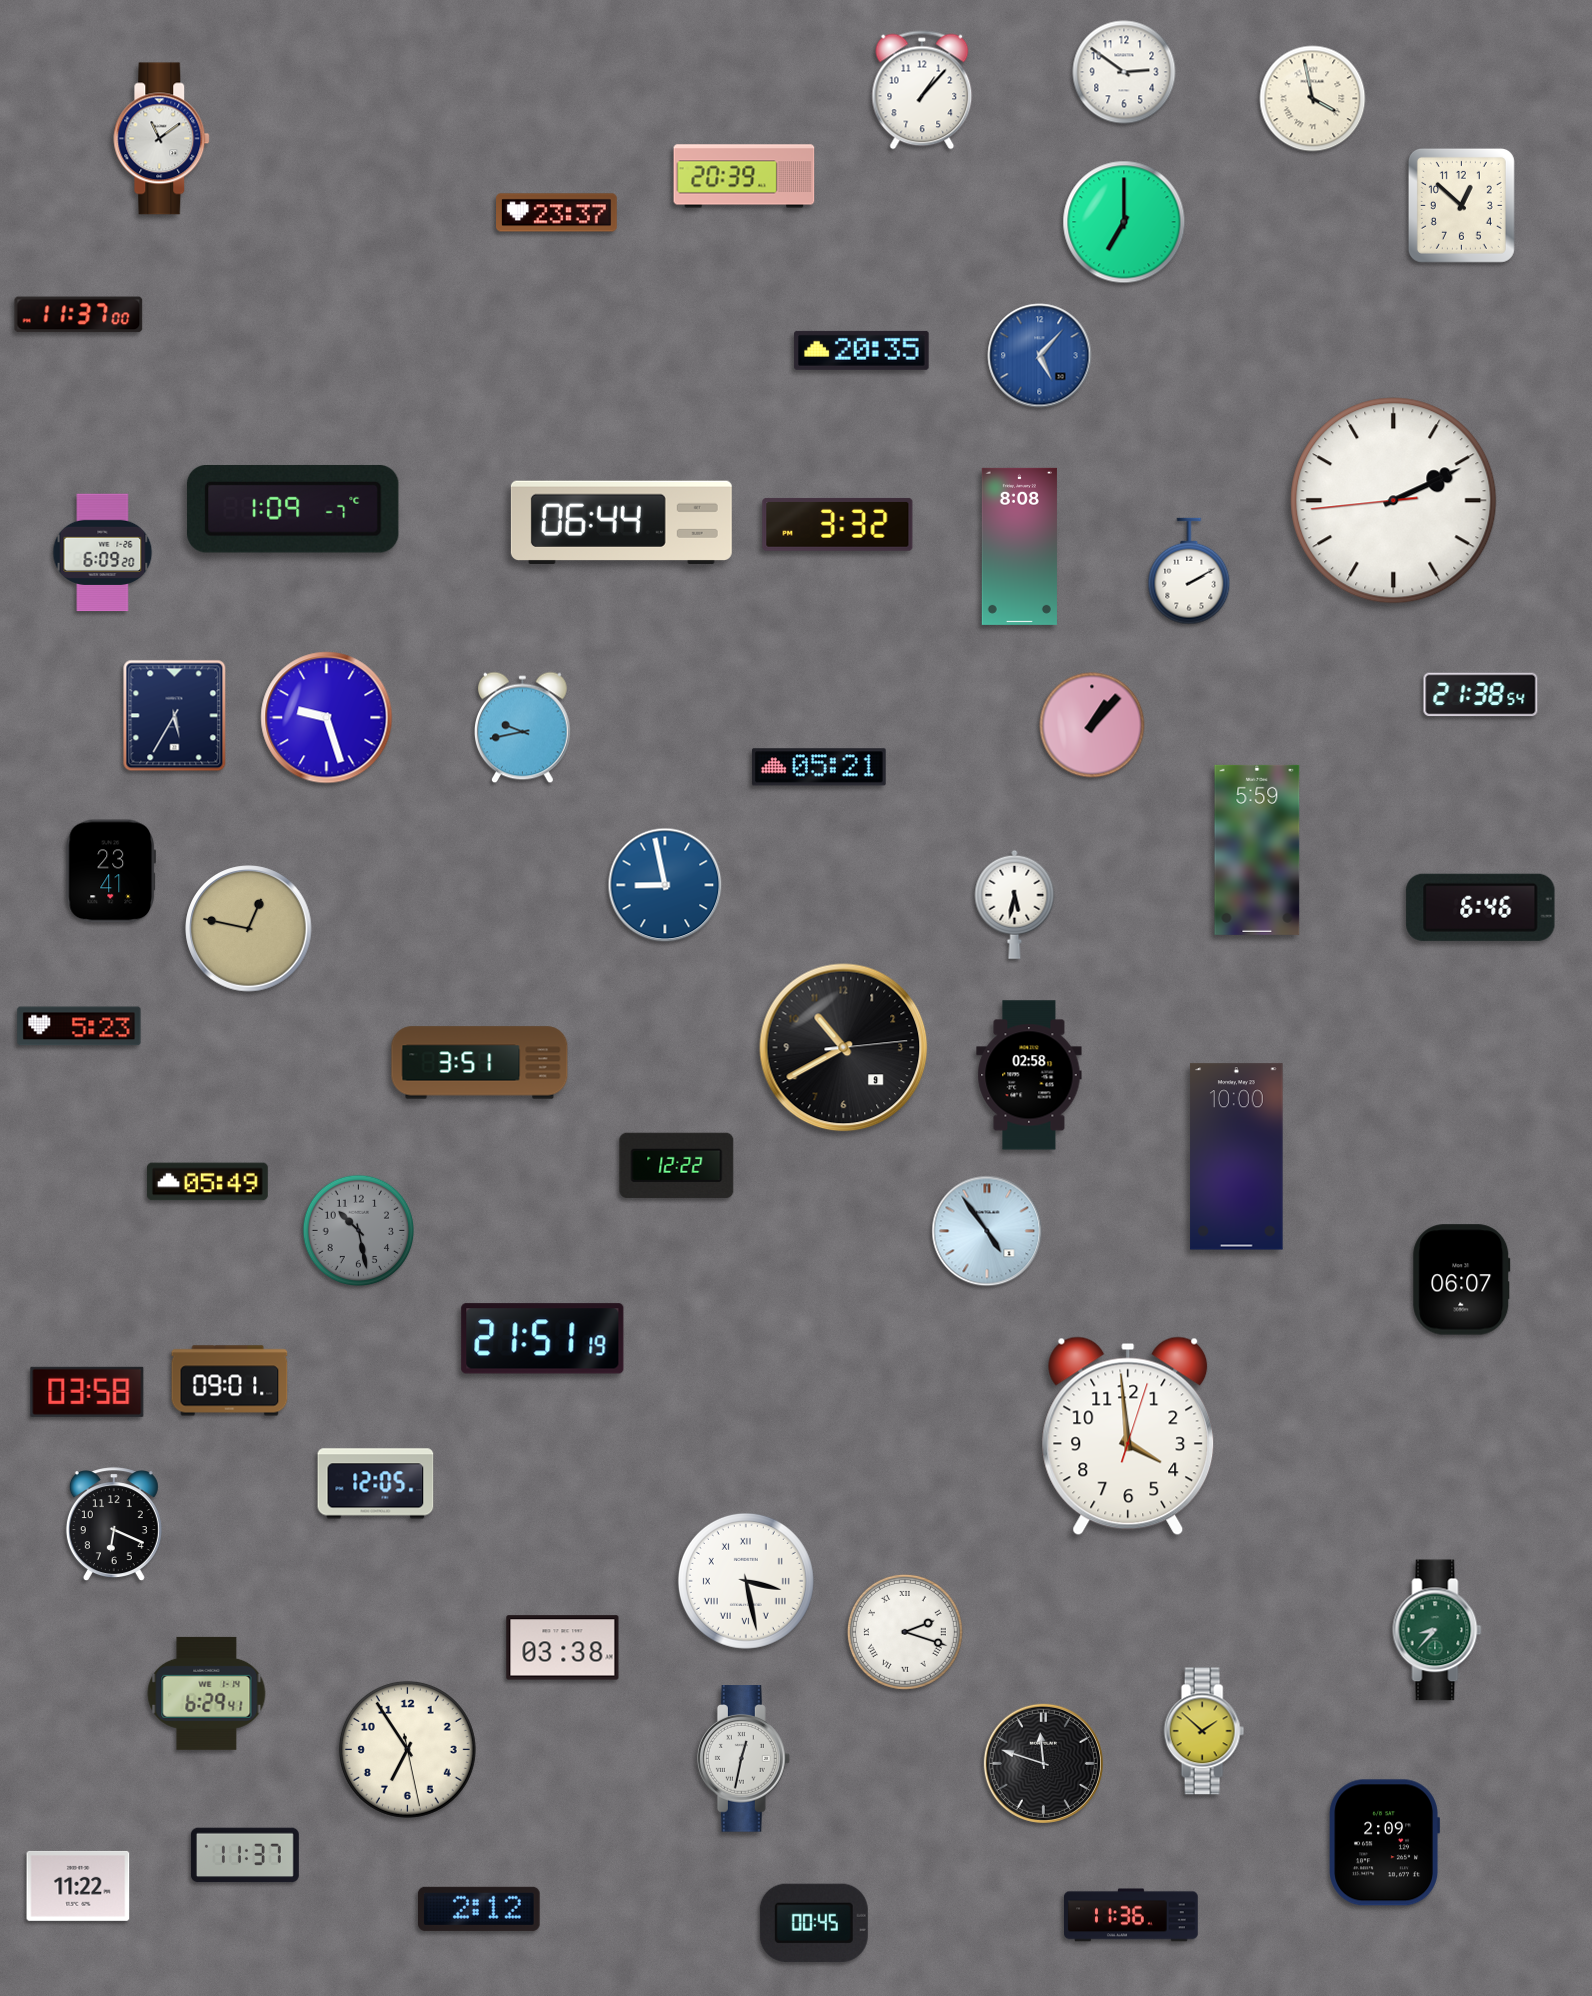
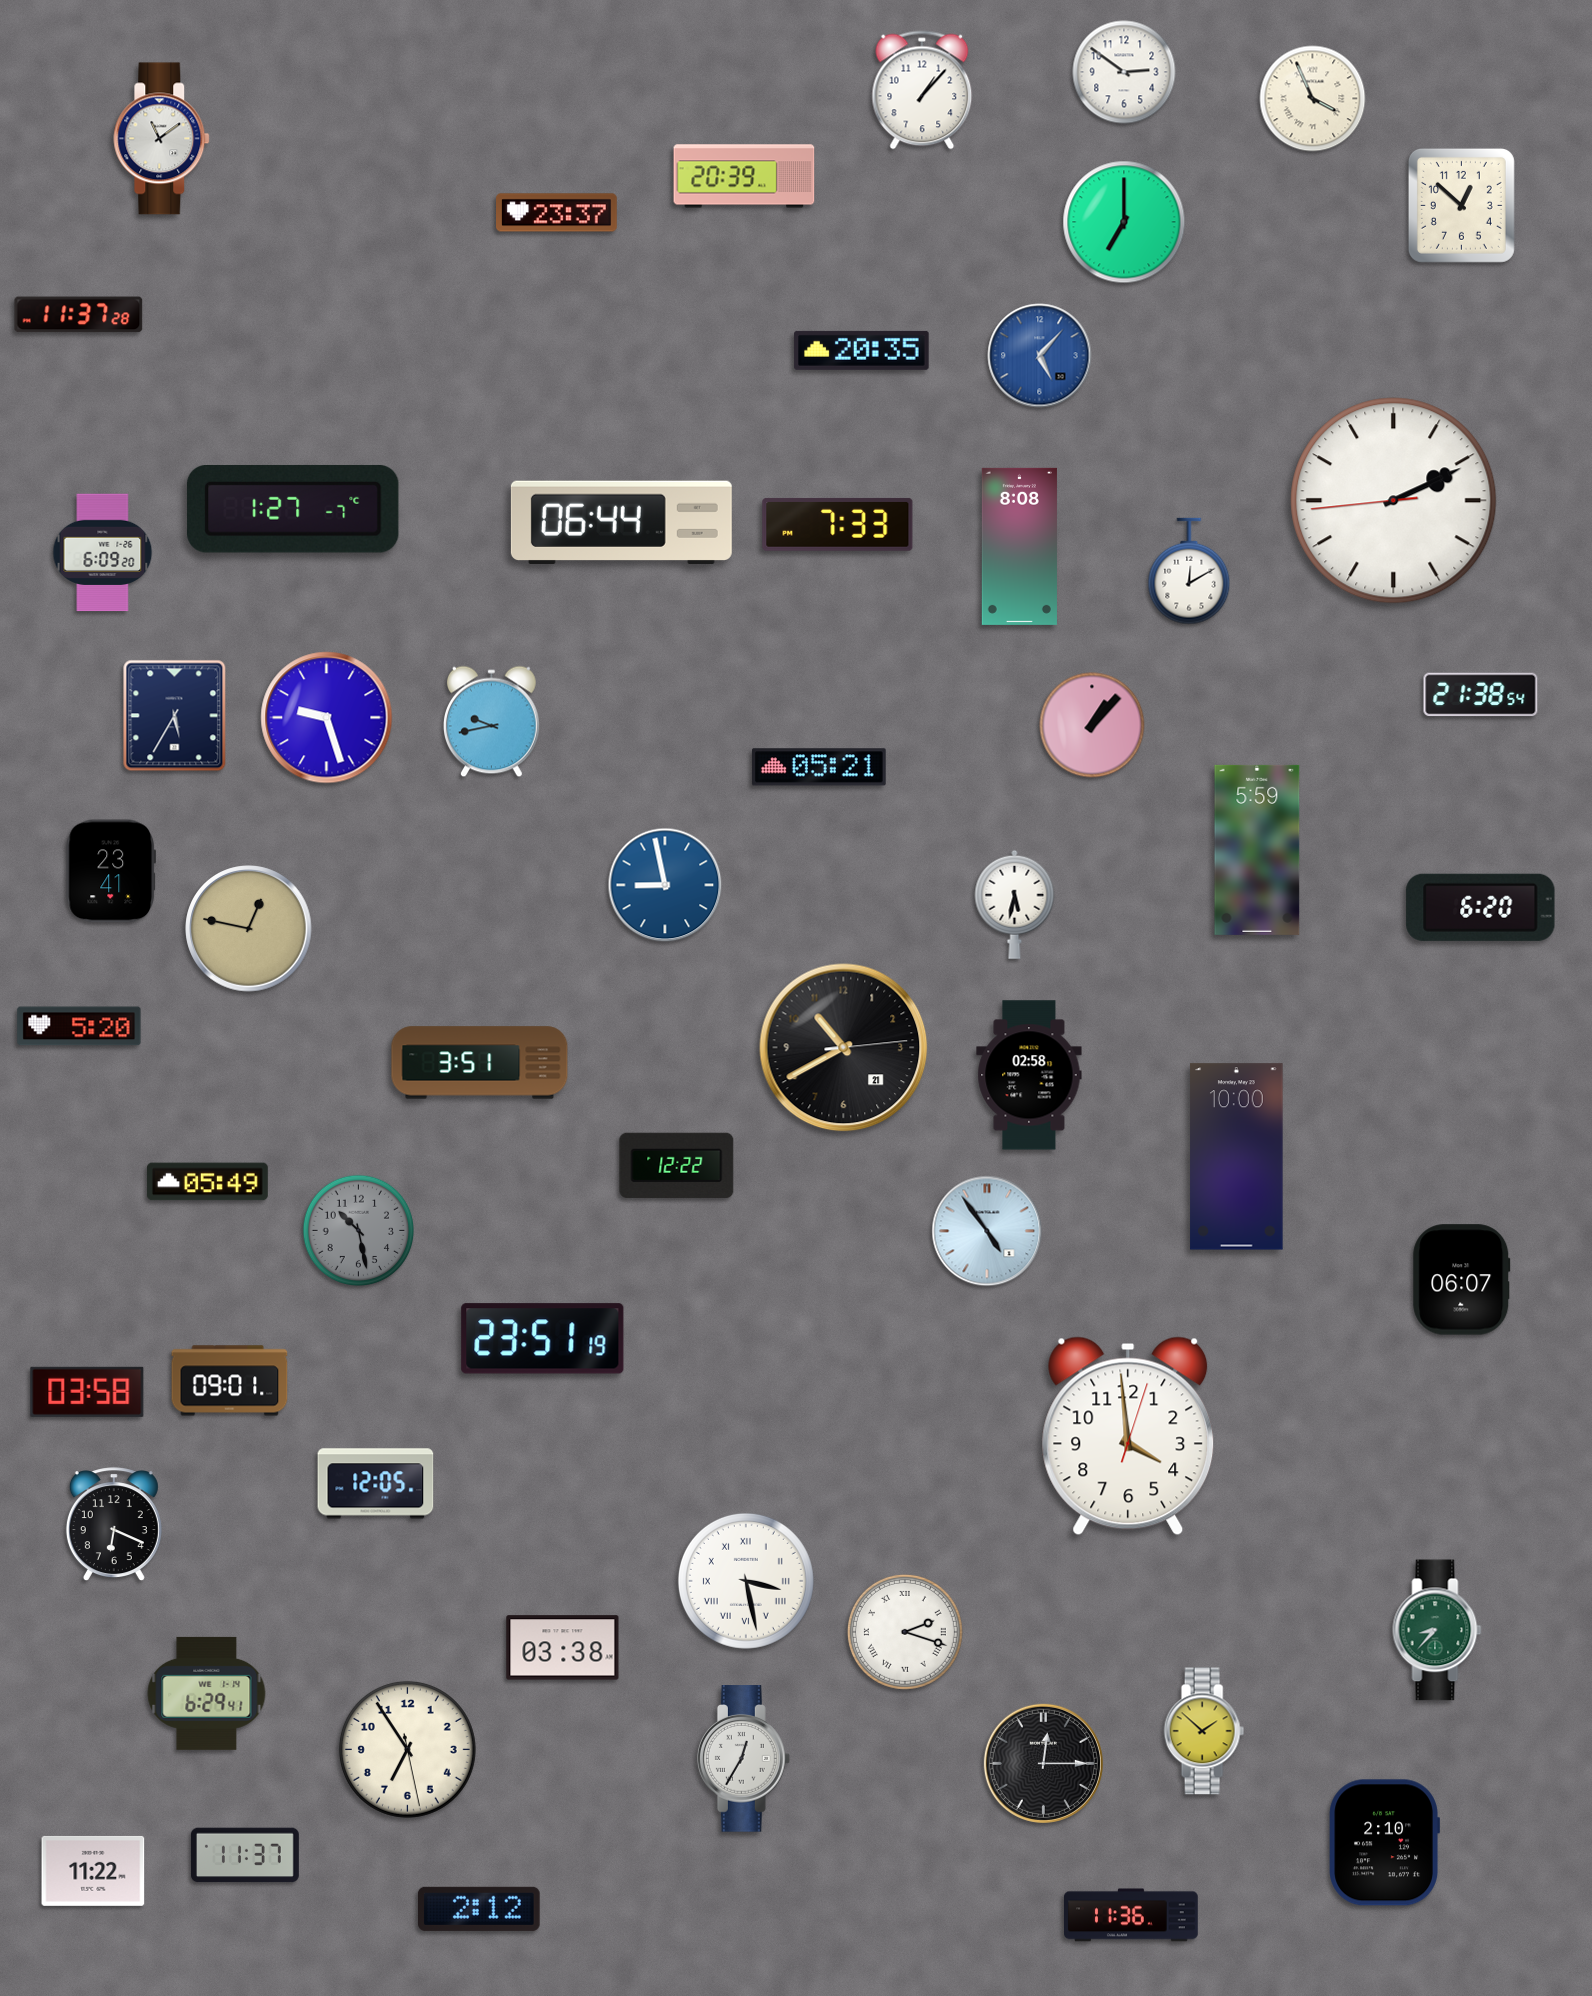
clock at (1313, 99): 3:58 -> 3:56
clock at (79, 315): 11:37:00 -> 11:37:28
clock at (293, 509): 1:09 -> 1:27
clock at (838, 525): 3:32 -> 7:33
clock at (1189, 571): 2:10 -> 12:10
clock at (523, 728) position: (523, 728) -> (492, 722)
clock at (1481, 907): 6:46 -> 6:20
clock at (79, 1026): 5:23 -> 5:20
clock at (844, 1048) date: 9 -> 21
clock at (543, 1339): 21:51 -> 23:51
clock at (743, 1759): 12:32 -> 12:35
clock at (1043, 1763): 11:48 -> 12:15
clock at (1384, 1843): 2:09 -> 2:10
clock at (78, 1886) position: (78, 1886) -> (93, 1871)
clock at (814, 1923): 00:45 -> none
